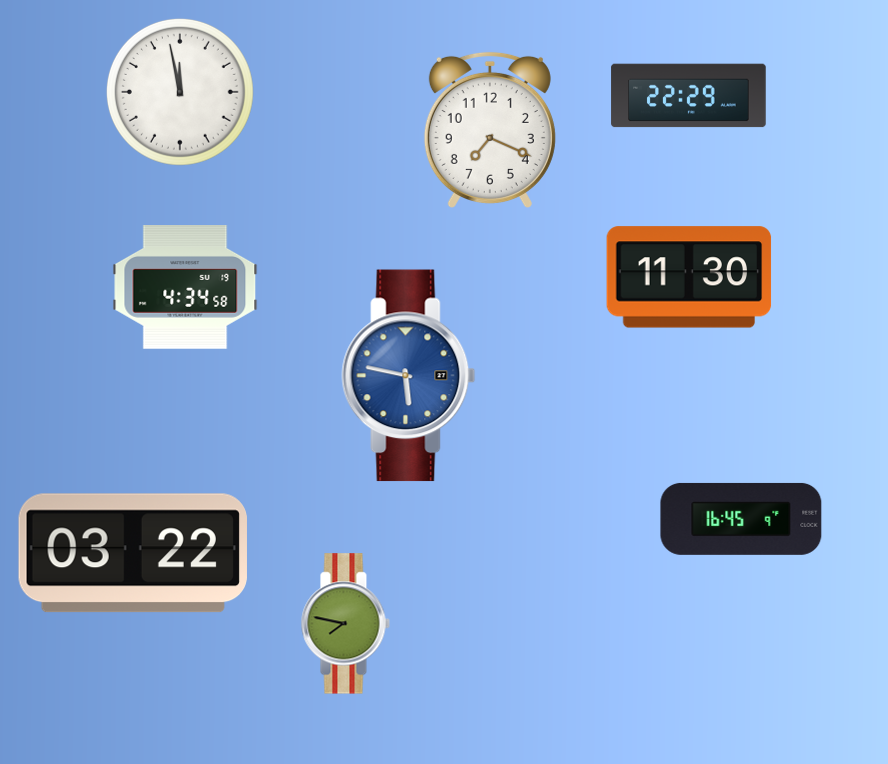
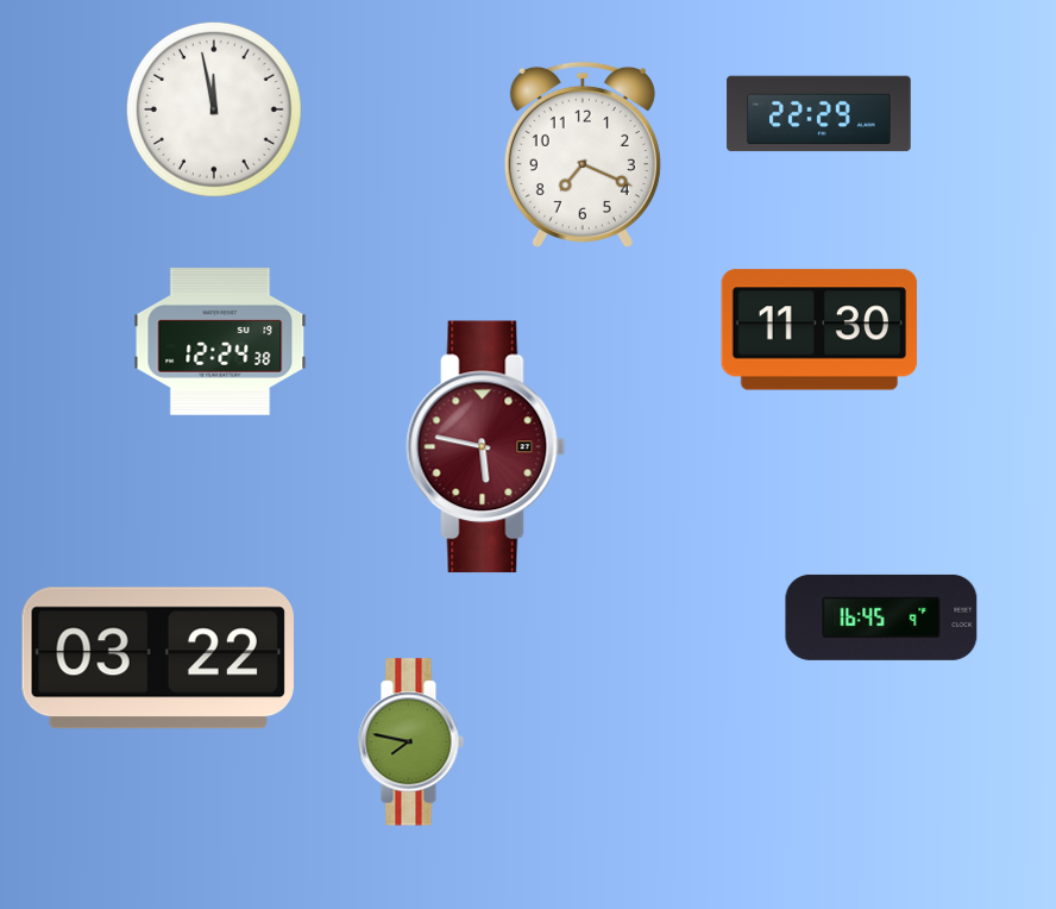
clock at (185, 287): 4:34 -> 12:24
clock at (409, 376) dial: blue -> burgundy
